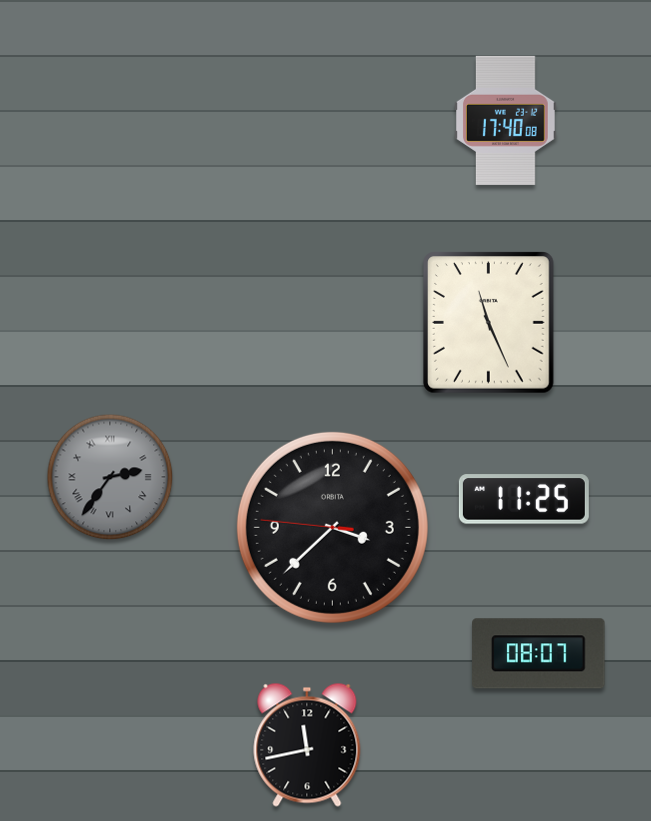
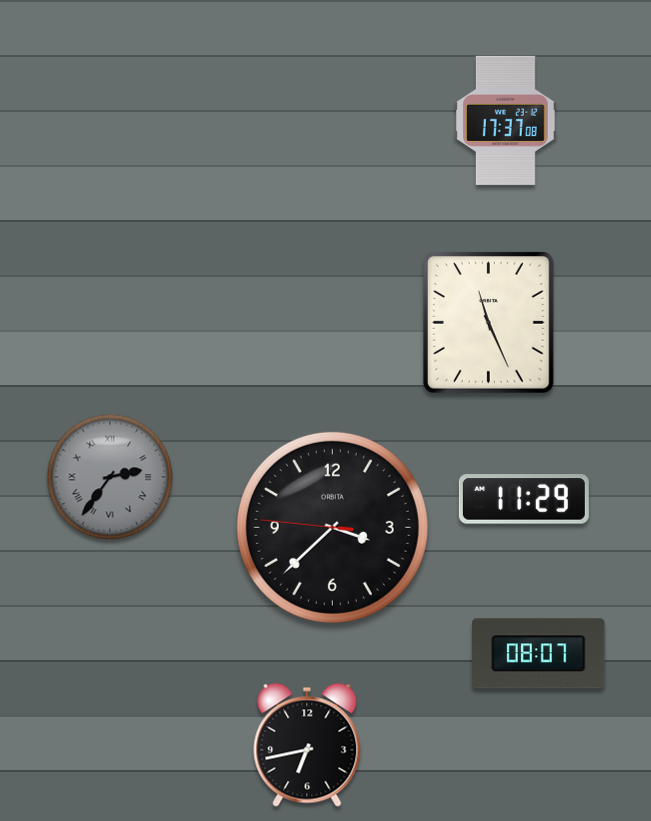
clock at (505, 120): 17:40 -> 17:37
clock at (524, 499): 11:25 -> 11:29
clock at (307, 745): 11:43 -> 6:43
